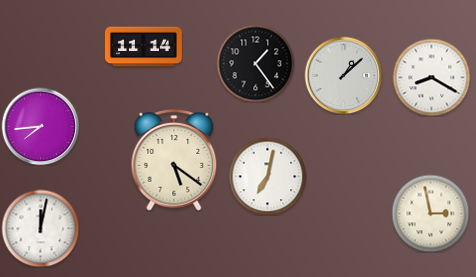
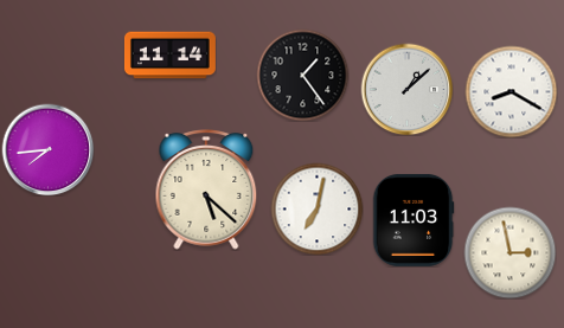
clock at (174, 160): 5:21 -> 5:22
clock at (414, 220): none -> 11:03
clock at (40, 228): 12:02 -> none
